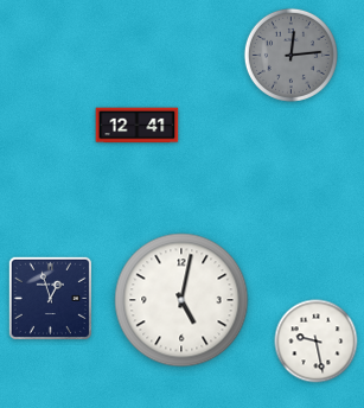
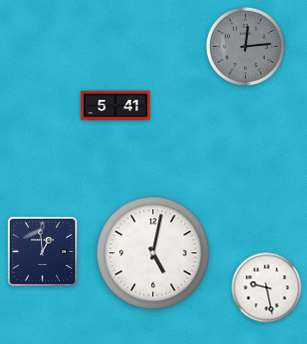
clock at (138, 126): 12:41 -> 5:41
clock at (50, 298): 12:57 -> 12:59
